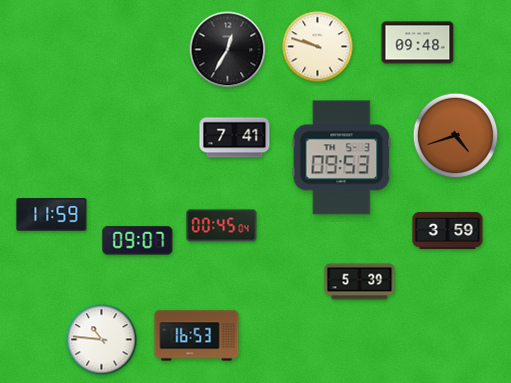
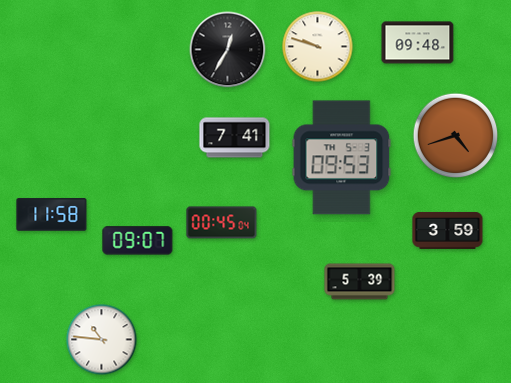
clock at (52, 215): 11:59 -> 11:58
clock at (222, 226) position: (222, 226) -> (222, 223)
clock at (197, 336): 16:53 -> none
